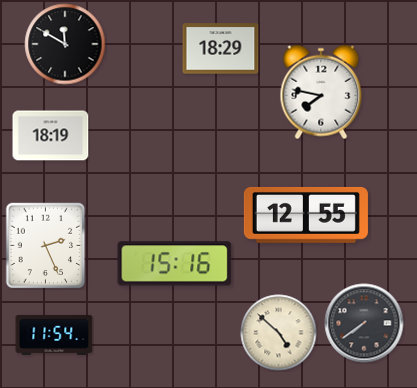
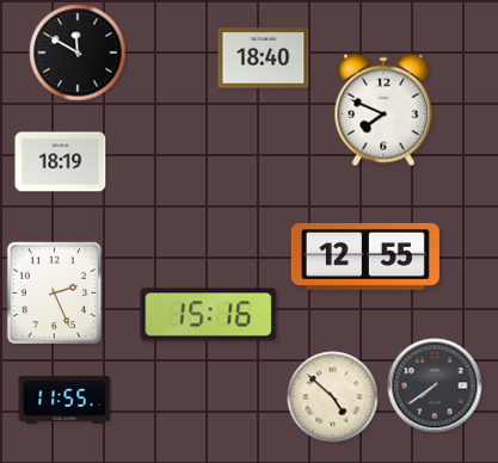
clock at (221, 49): 18:29 -> 18:40
clock at (321, 92): 7:47 -> 7:49
clock at (54, 335): 11:54 -> 11:55
